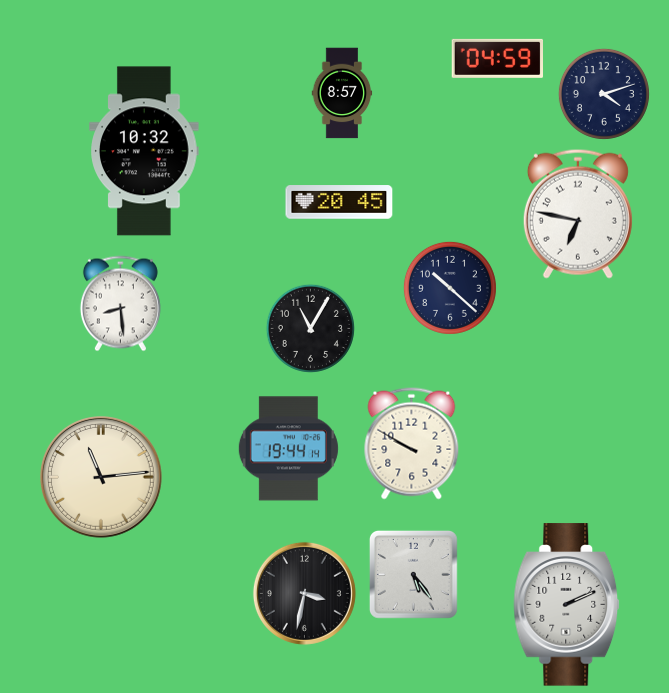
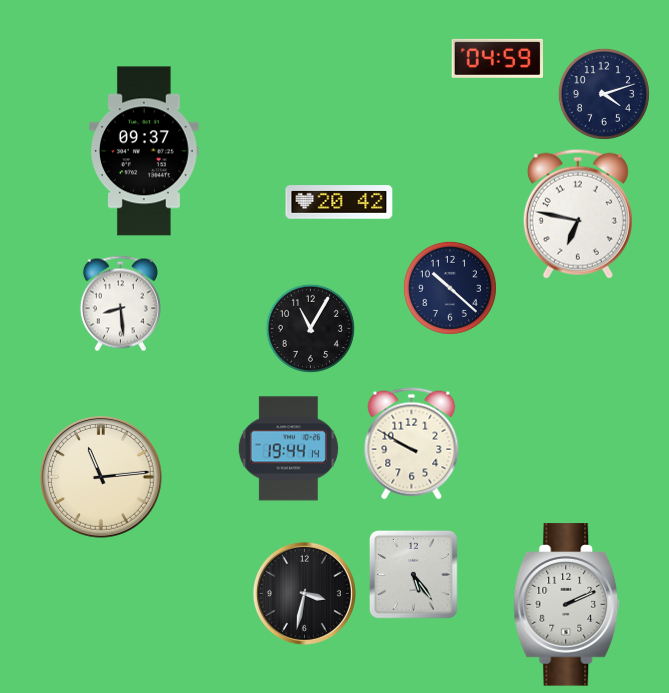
clock at (342, 93): 8:57 -> none
clock at (144, 151): 10:32 -> 09:37
clock at (339, 202): 20:45 -> 20:42
